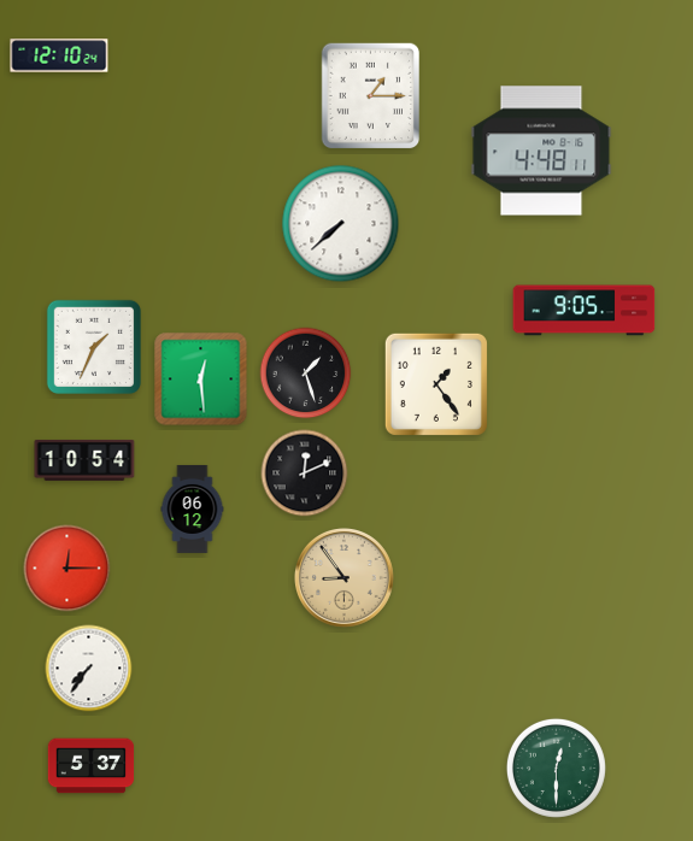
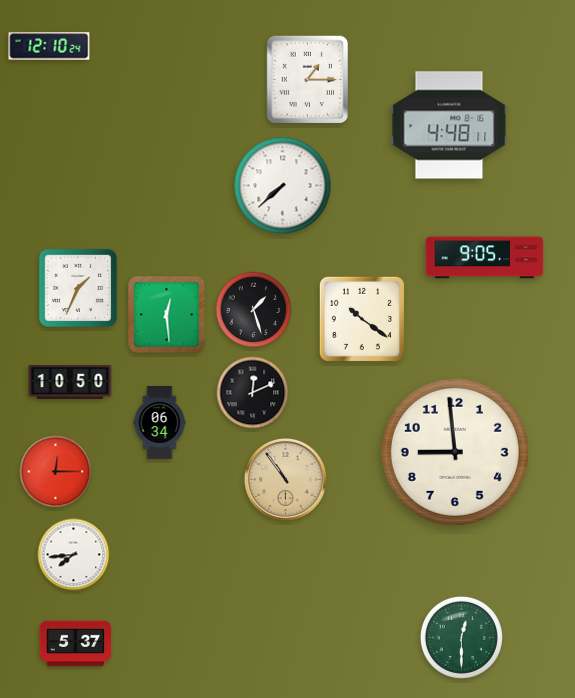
clock at (436, 384): 1:24 -> 10:21
clock at (84, 460): 10:54 -> 10:50
clock at (193, 508): 06:12 -> 06:34
clock at (455, 452): none -> 8:59
clock at (345, 578): 8:54 -> 10:54
clock at (89, 669): 7:36 -> 7:44
clock at (92, 766) position: (92, 766) -> (76, 644)
